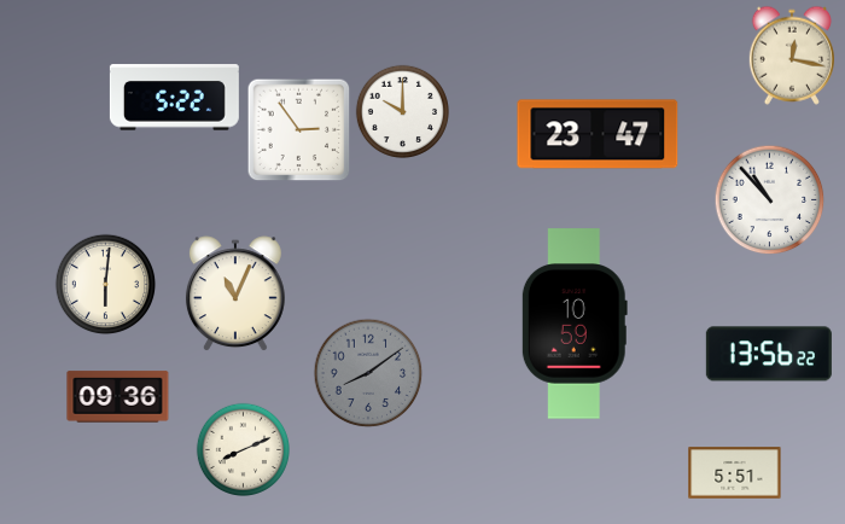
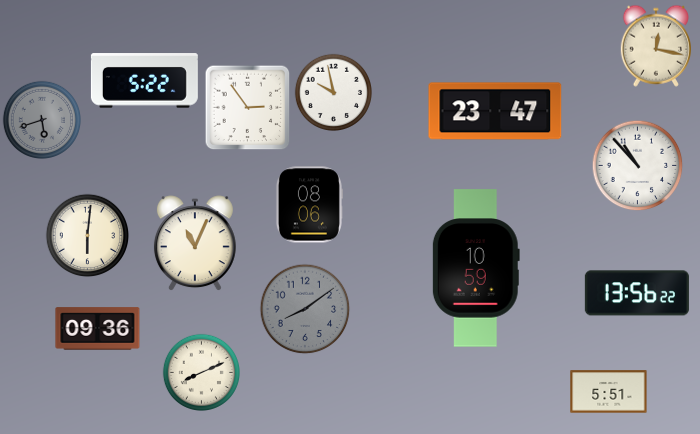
clock at (402, 111): 10:00 -> 9:58
clock at (41, 119): none -> 5:42
clock at (309, 205): none -> 08:06
